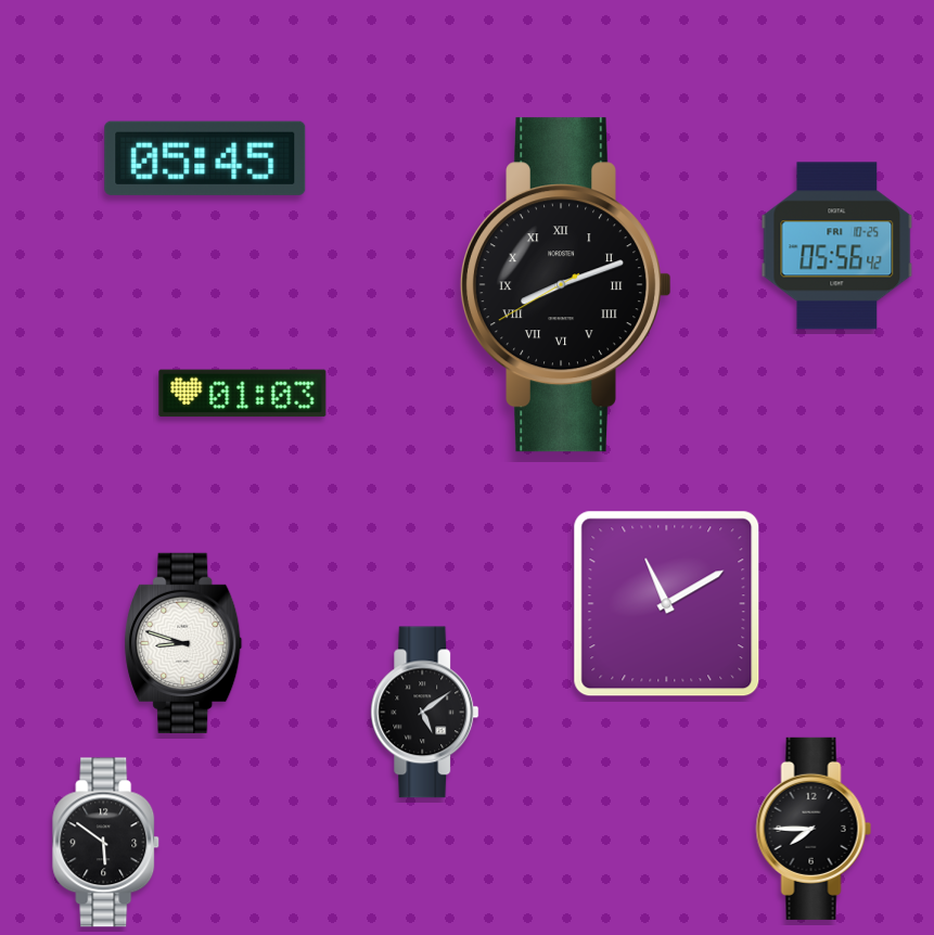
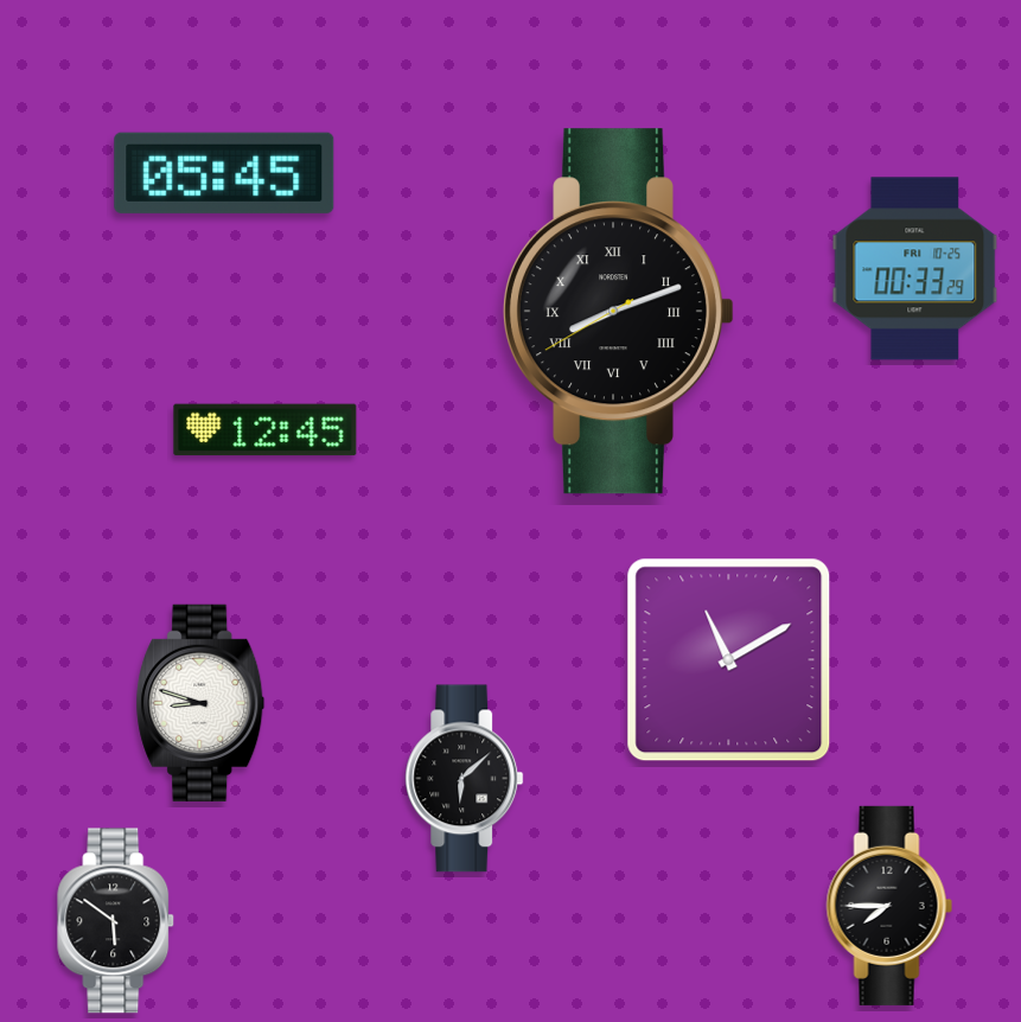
clock at (837, 246): 05:56 -> 00:33
clock at (243, 394): 01:03 -> 12:45
clock at (425, 713): 5:09 -> 6:08
